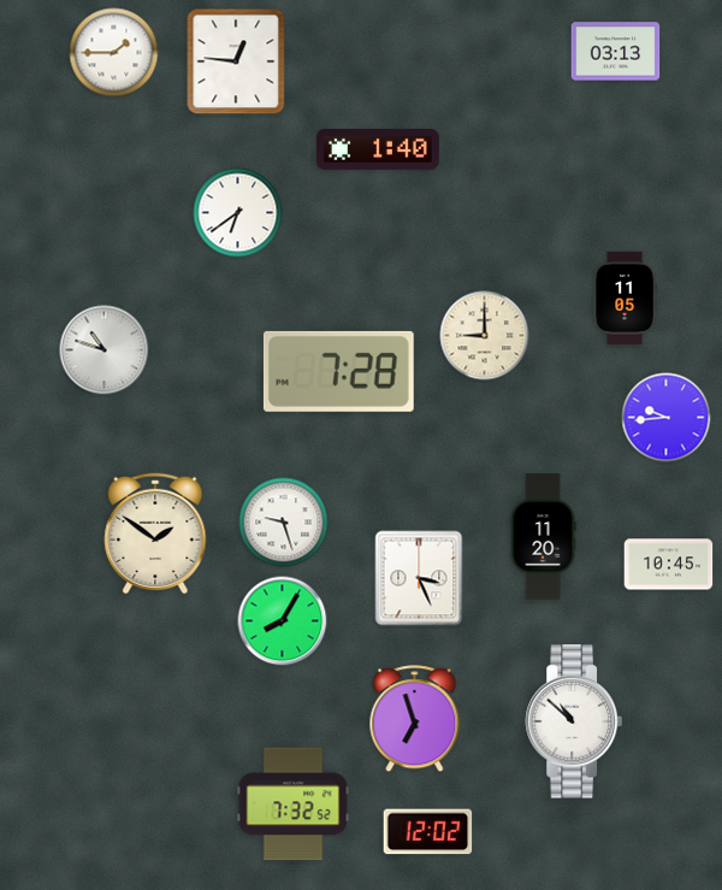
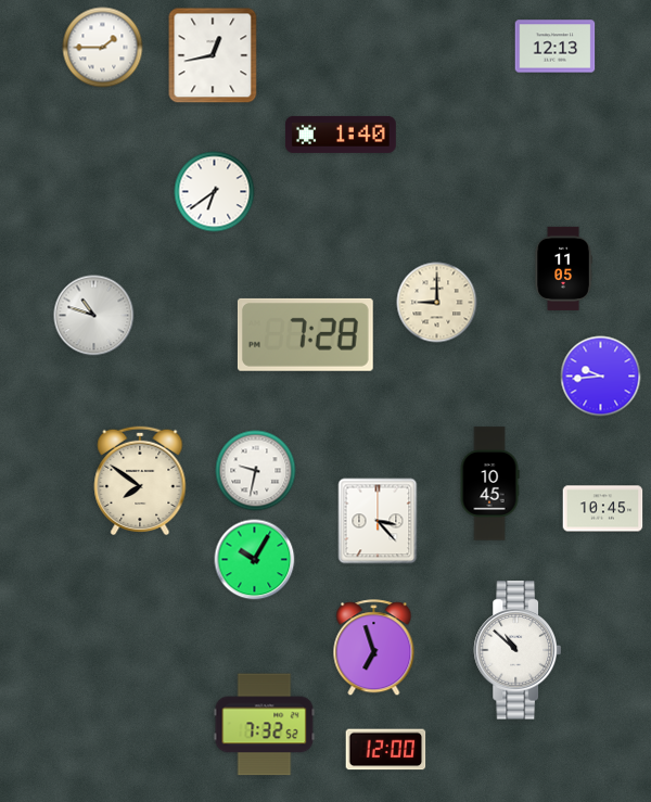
clock at (616, 52): 03:13 -> 12:13
clock at (236, 61): 12:46 -> 12:43
clock at (284, 523): 9:27 -> 9:32
clock at (155, 534): 1:51 -> 7:51
clock at (543, 537): 11:20 -> 10:45
clock at (419, 578): 3:26 -> 3:23
clock at (283, 621): 8:05 -> 10:05
clock at (428, 832): 12:02 -> 12:00
